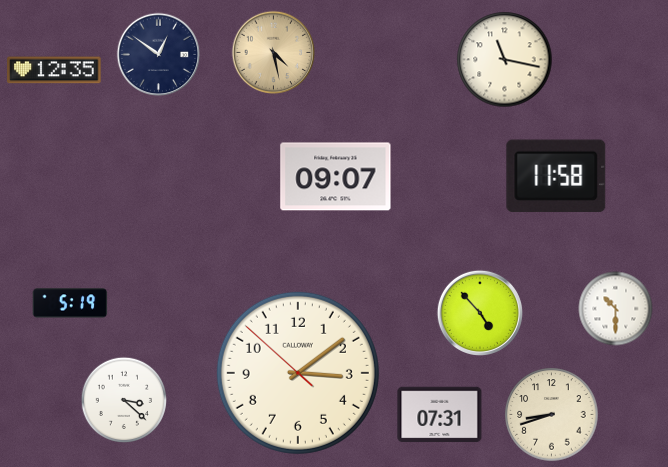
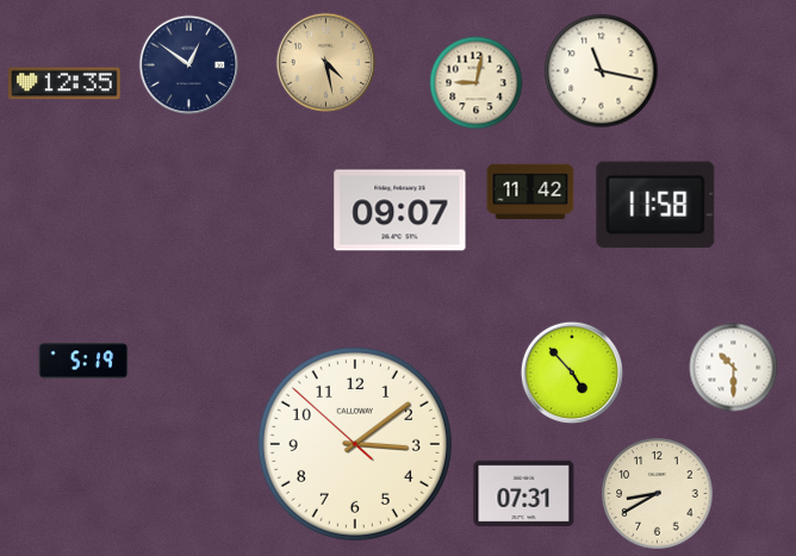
clock at (477, 83): none -> 9:02
clock at (530, 192): none -> 11:42
clock at (556, 176) position: (556, 176) -> (655, 205)
clock at (123, 399): 3:22 -> none
clock at (552, 415): 8:42 -> 8:40
